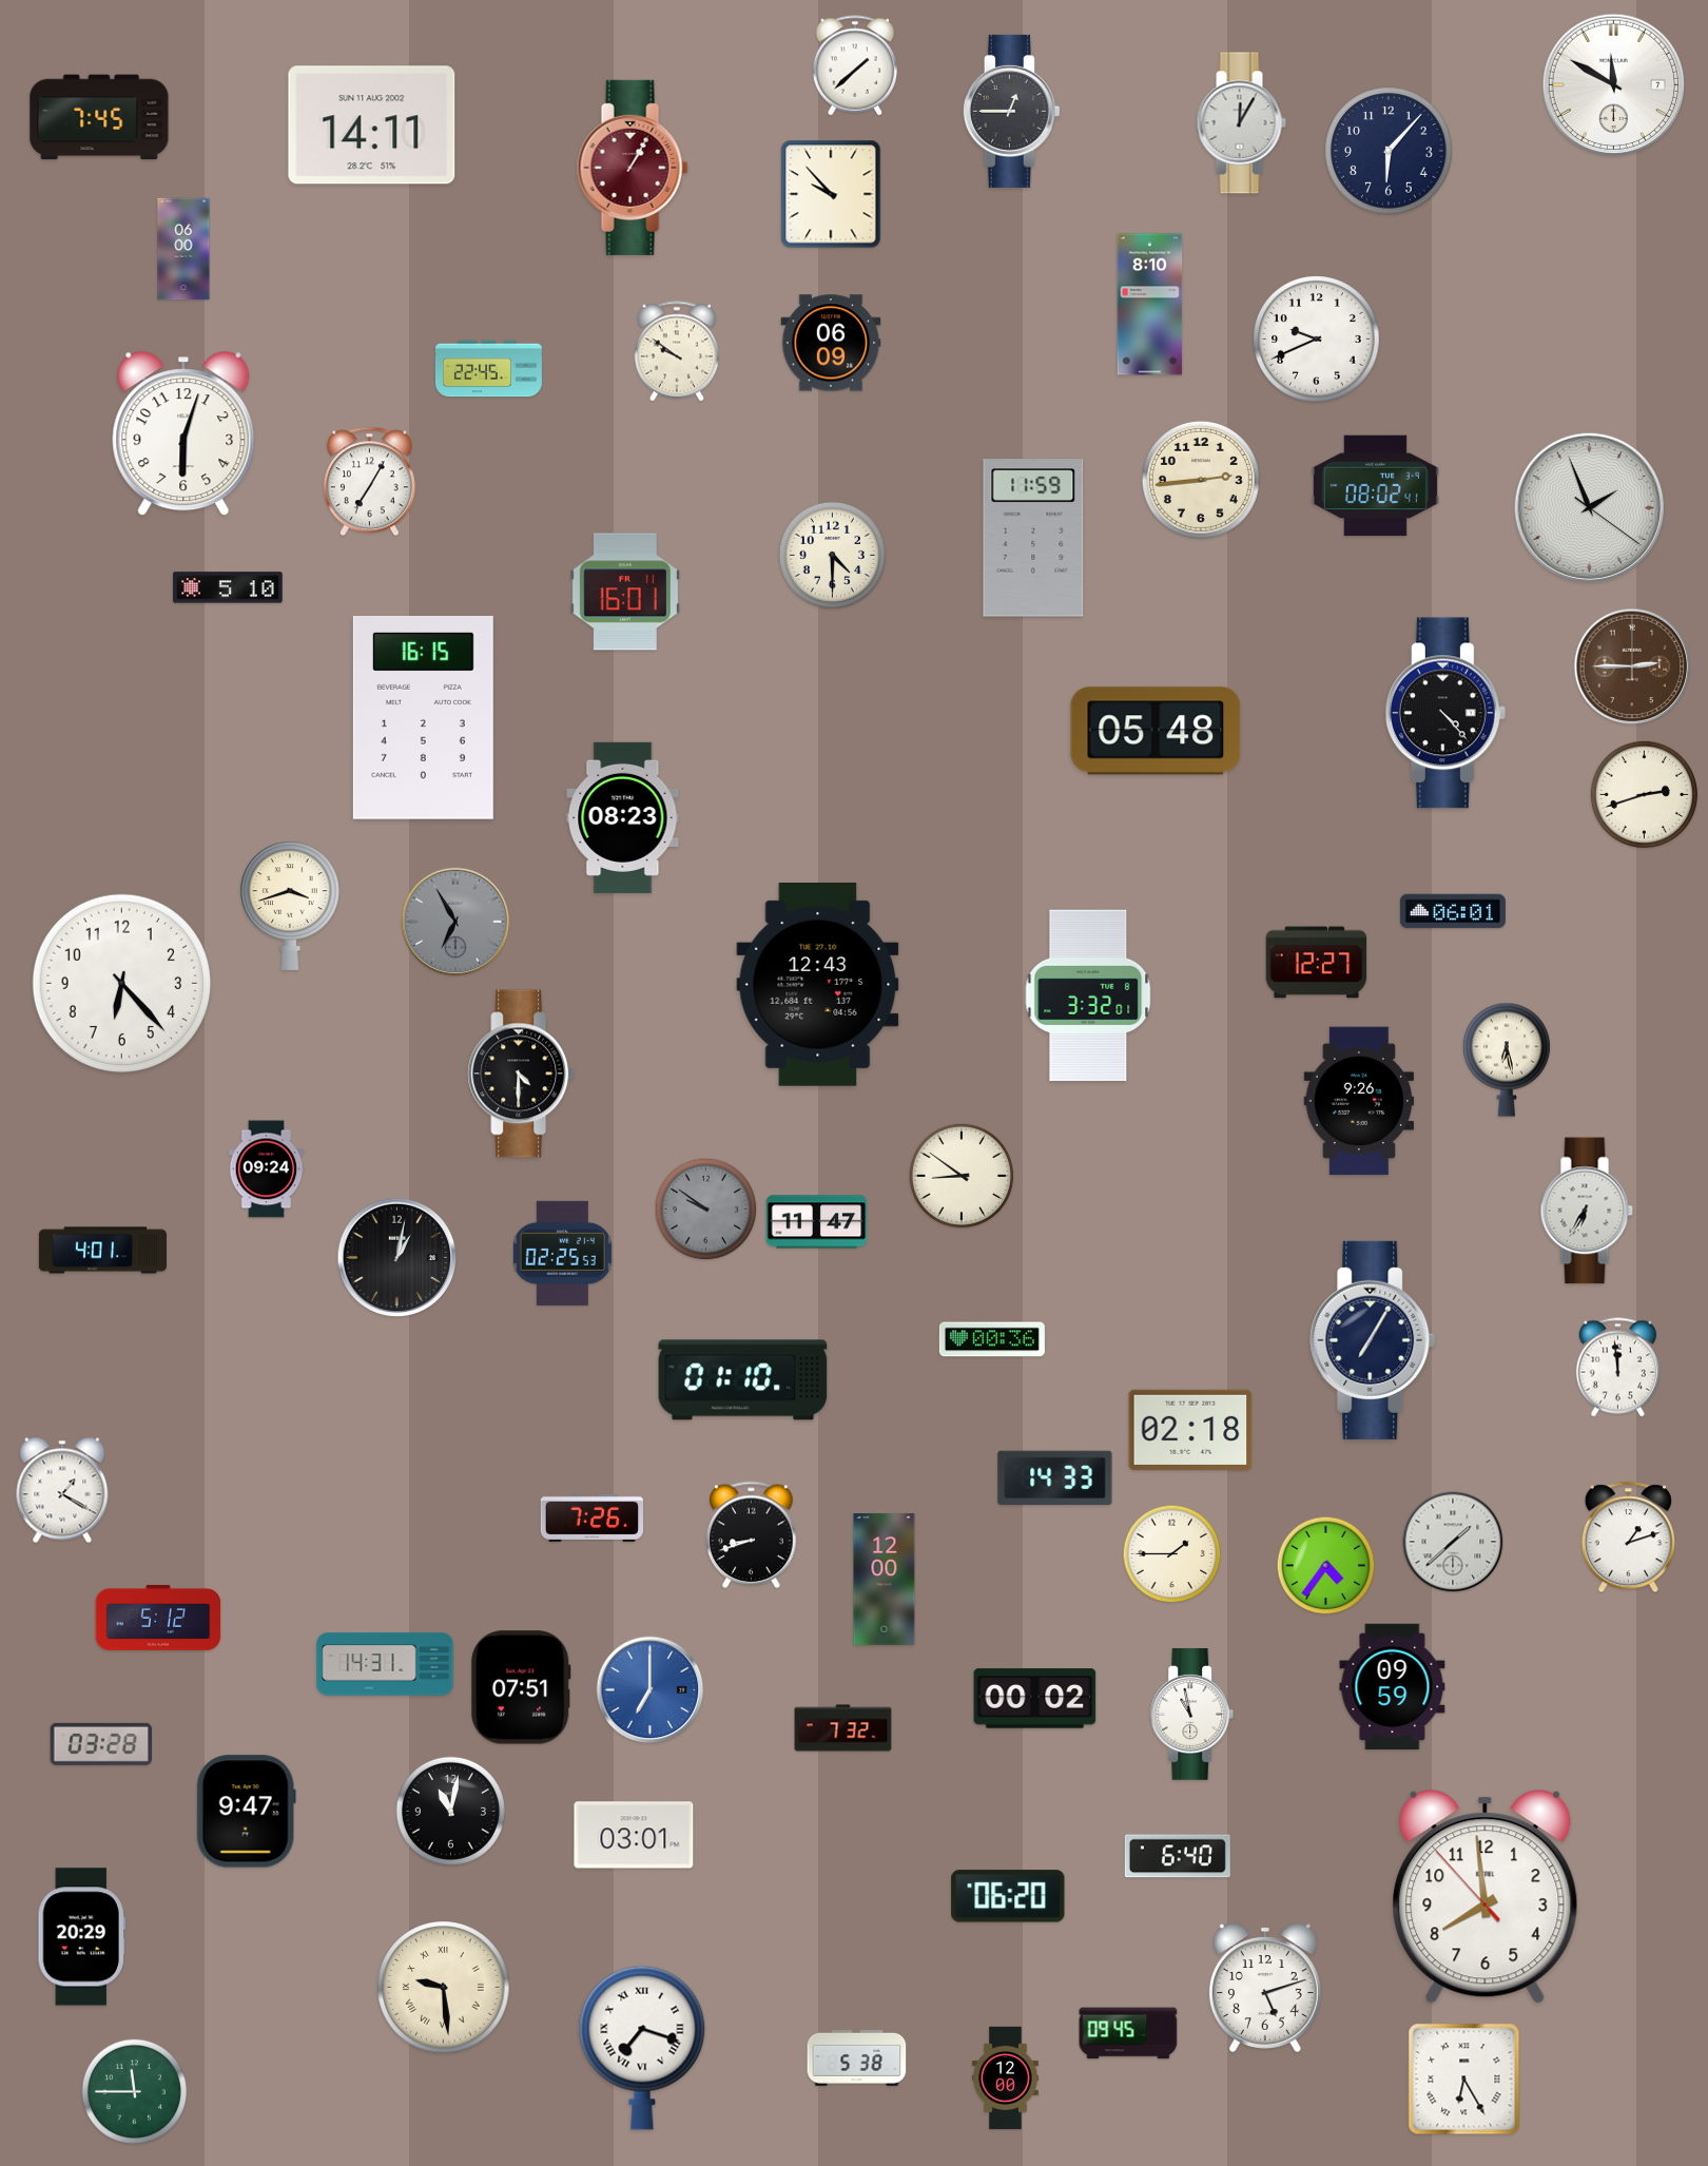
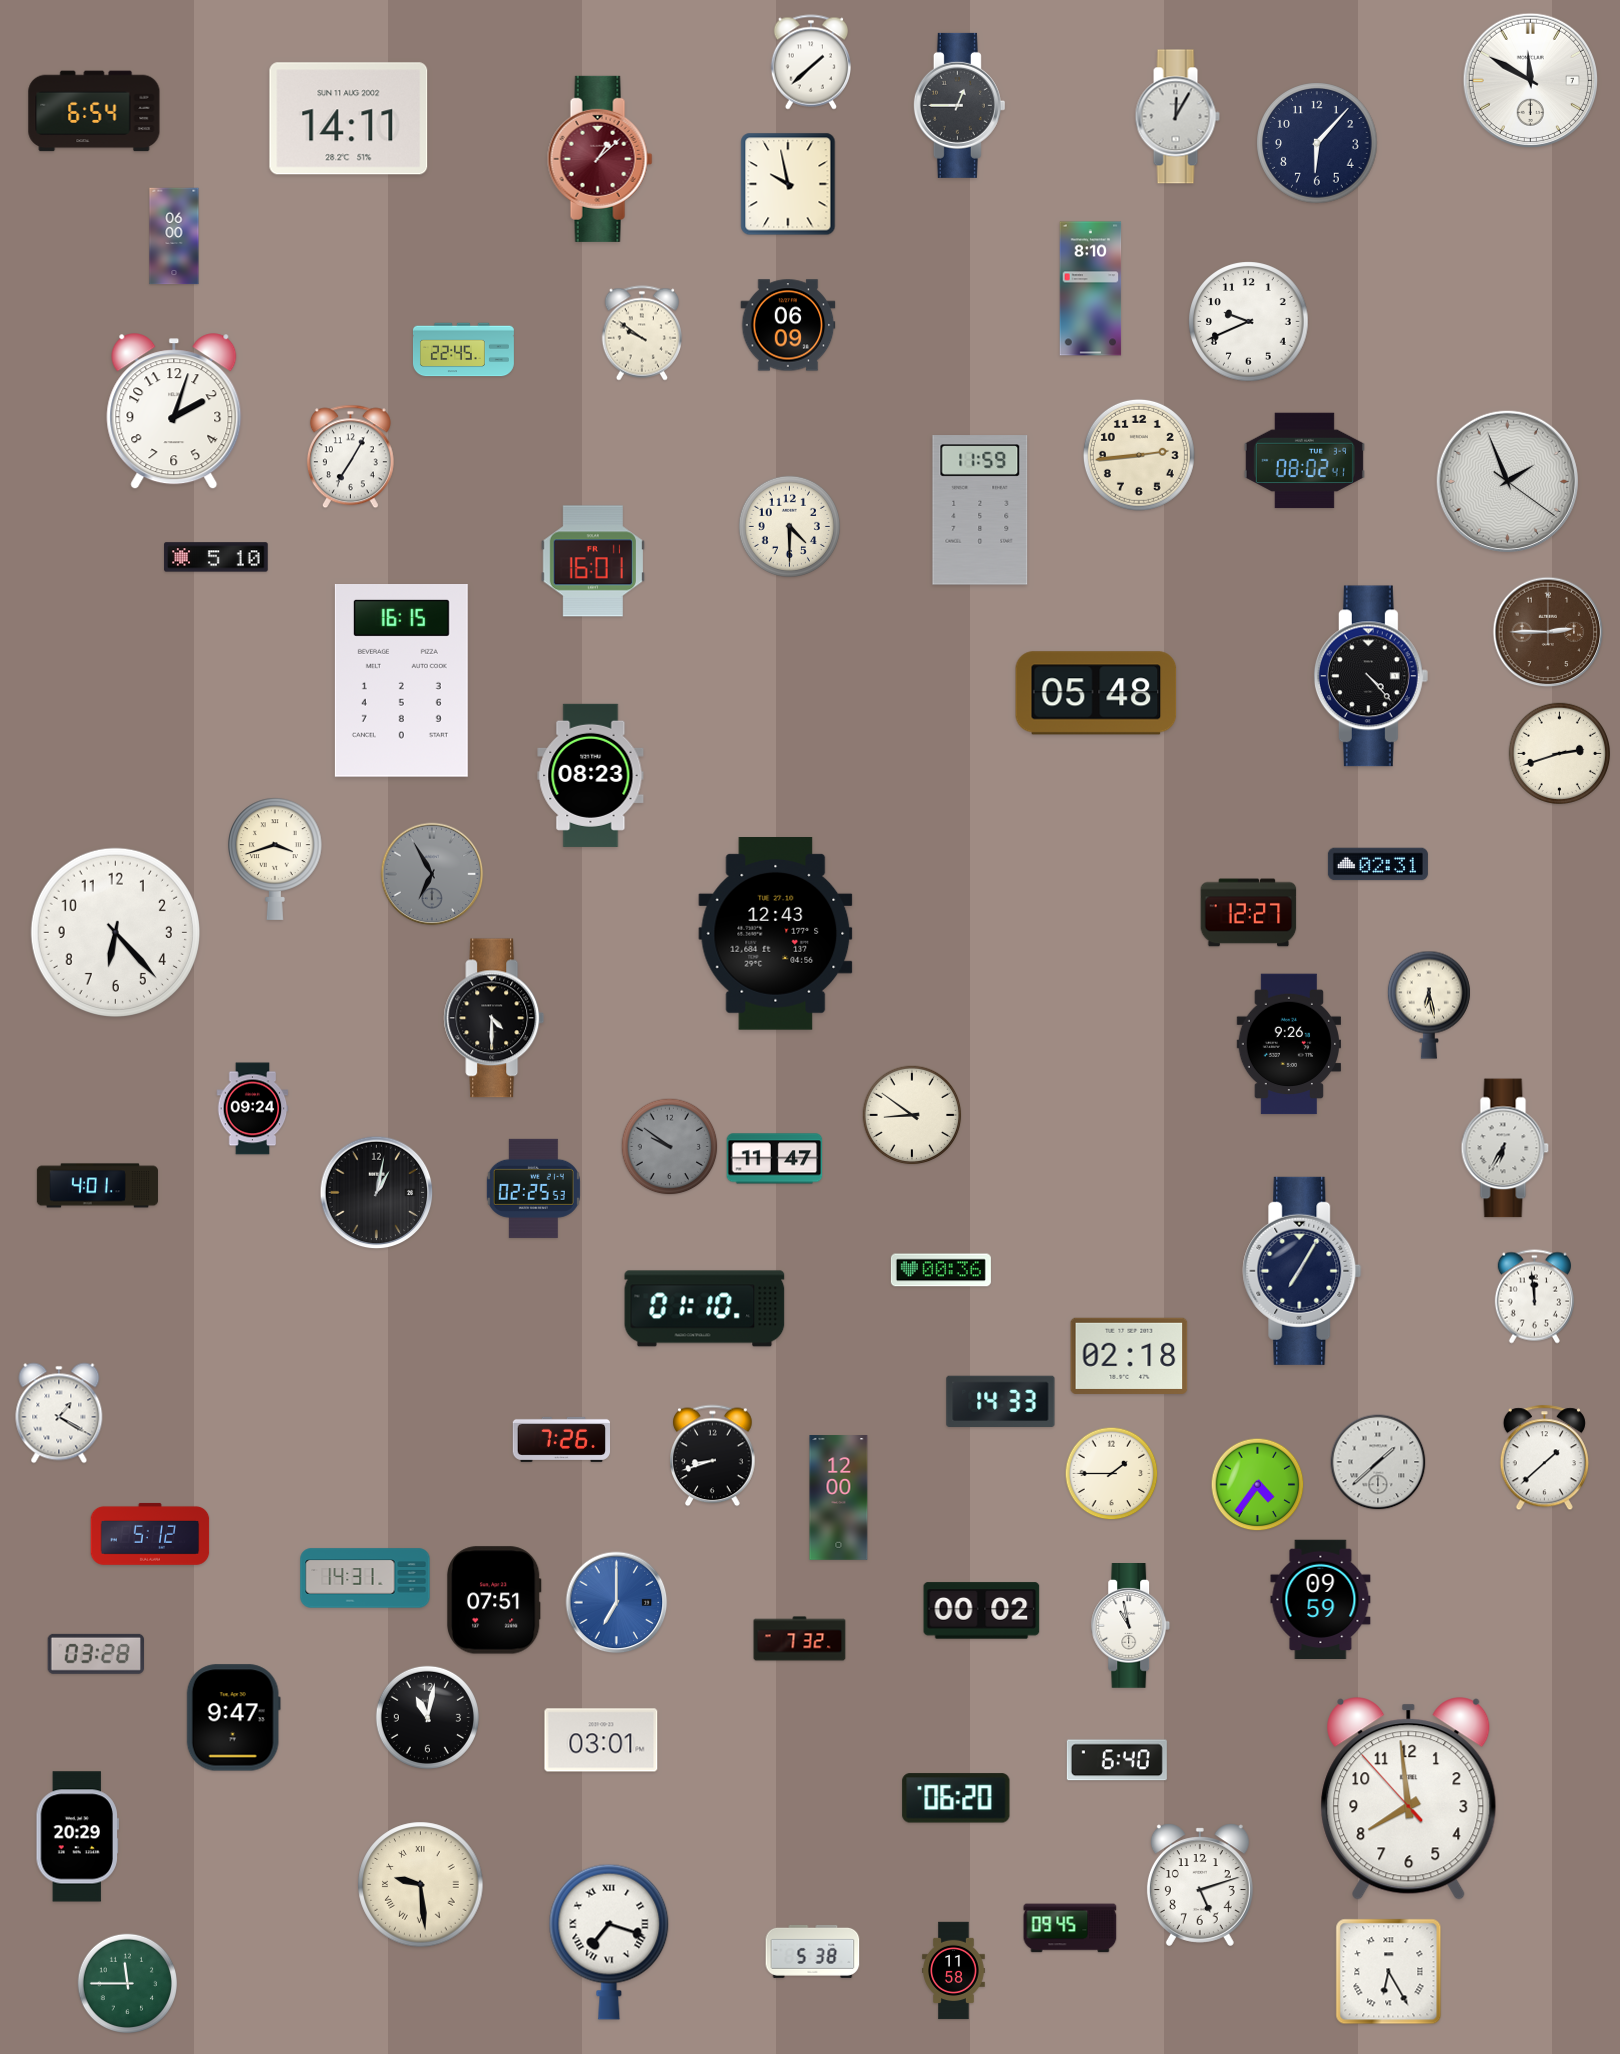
clock at (99, 117): 7:45 -> 6:54
clock at (372, 125) position: (372, 125) -> (349, 119)
clock at (633, 168): 1:05 -> 1:08
clock at (831, 194): 9:53 -> 9:58
clock at (183, 434): 6:03 -> 2:03
clock at (1453, 911): 06:01 -> 02:31
clock at (1088, 995): 3:32 -> none
clock at (1628, 1538): 1:12 -> 1:38
clock at (1006, 2078): 12:00 -> 11:58
